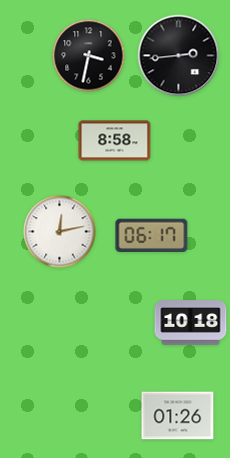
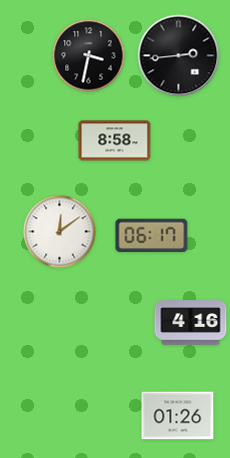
clock at (60, 232): 12:13 -> 12:09
clock at (191, 323): 10:18 -> 4:16
